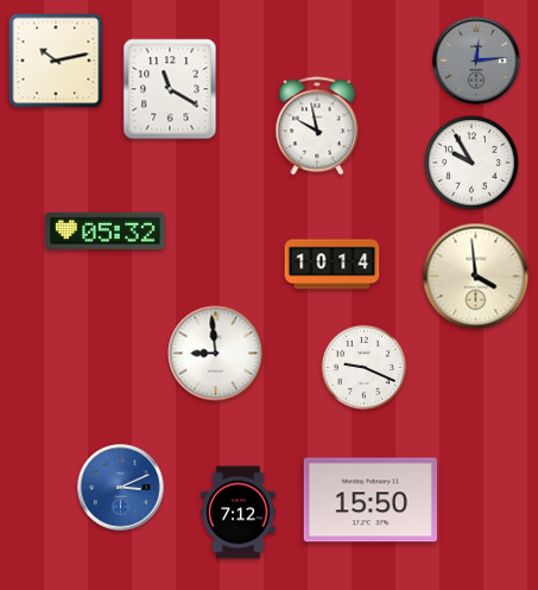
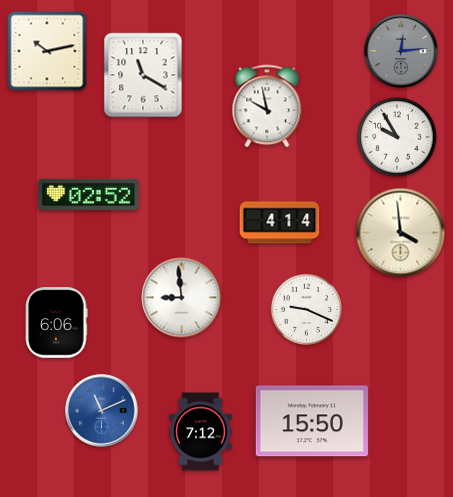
clock at (106, 230): 05:32 -> 02:52
clock at (333, 265): 10:14 -> 4:14
clock at (56, 323): none -> 6:06
clock at (121, 488): 3:11 -> 11:11
